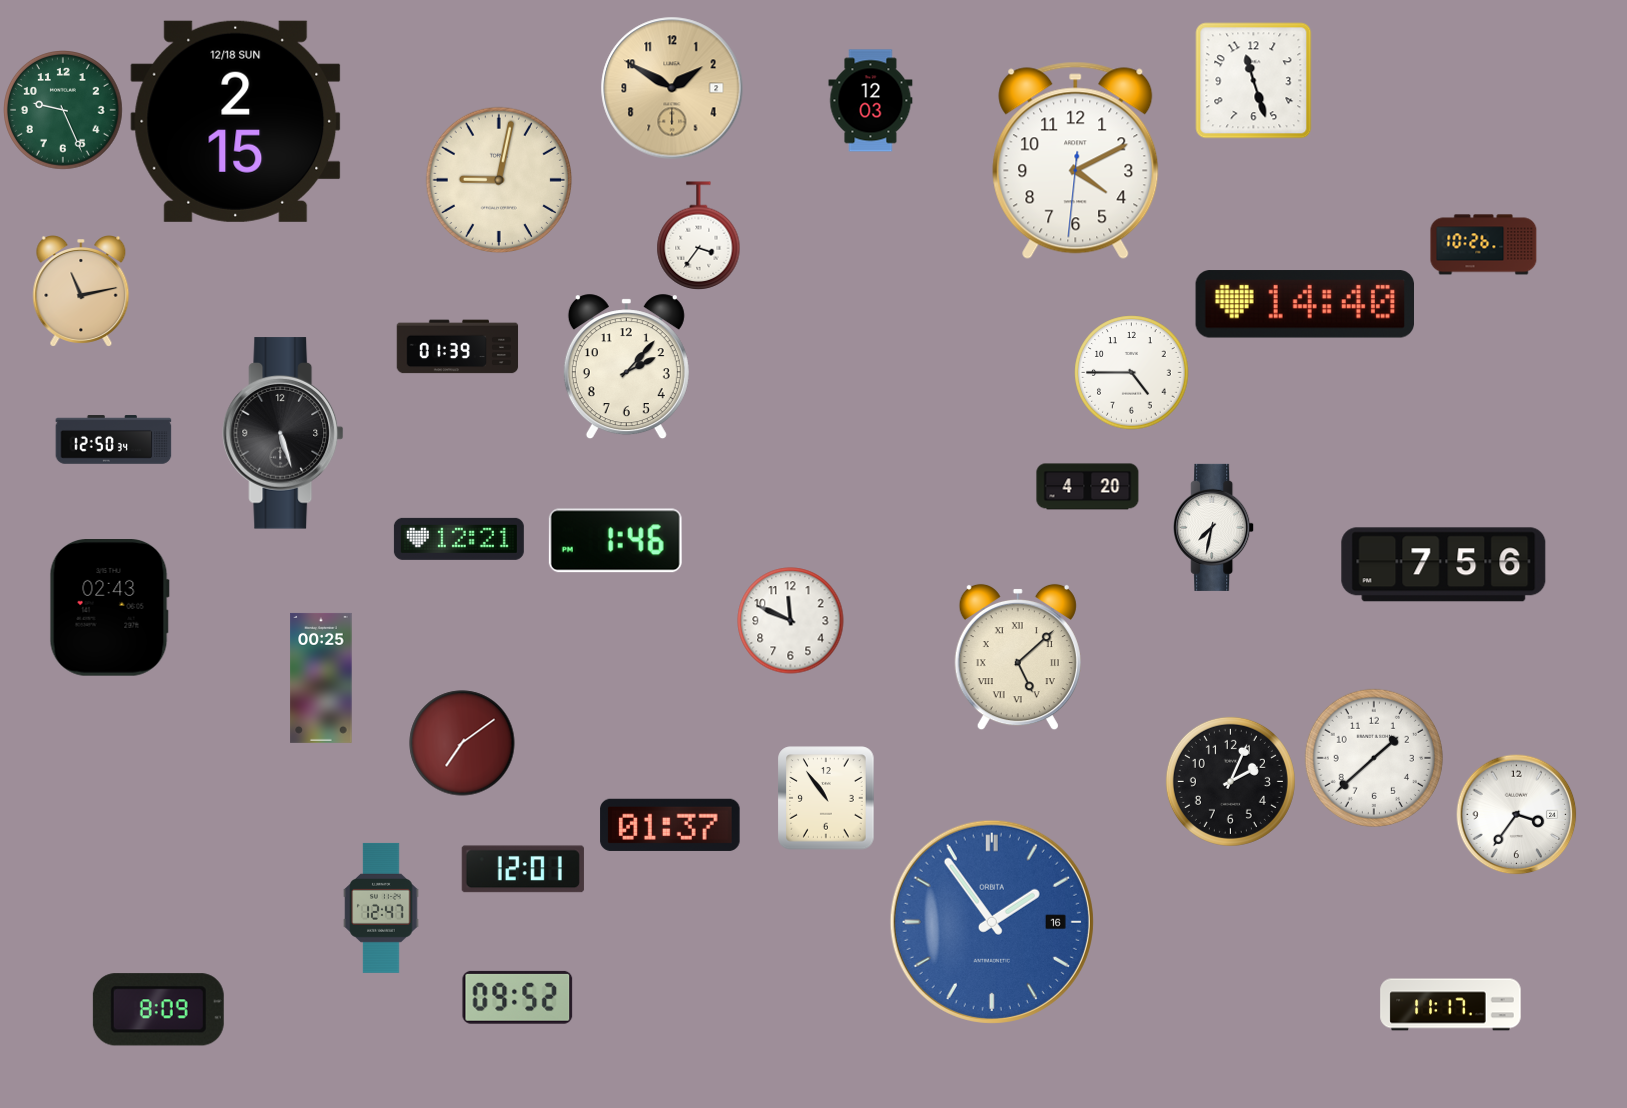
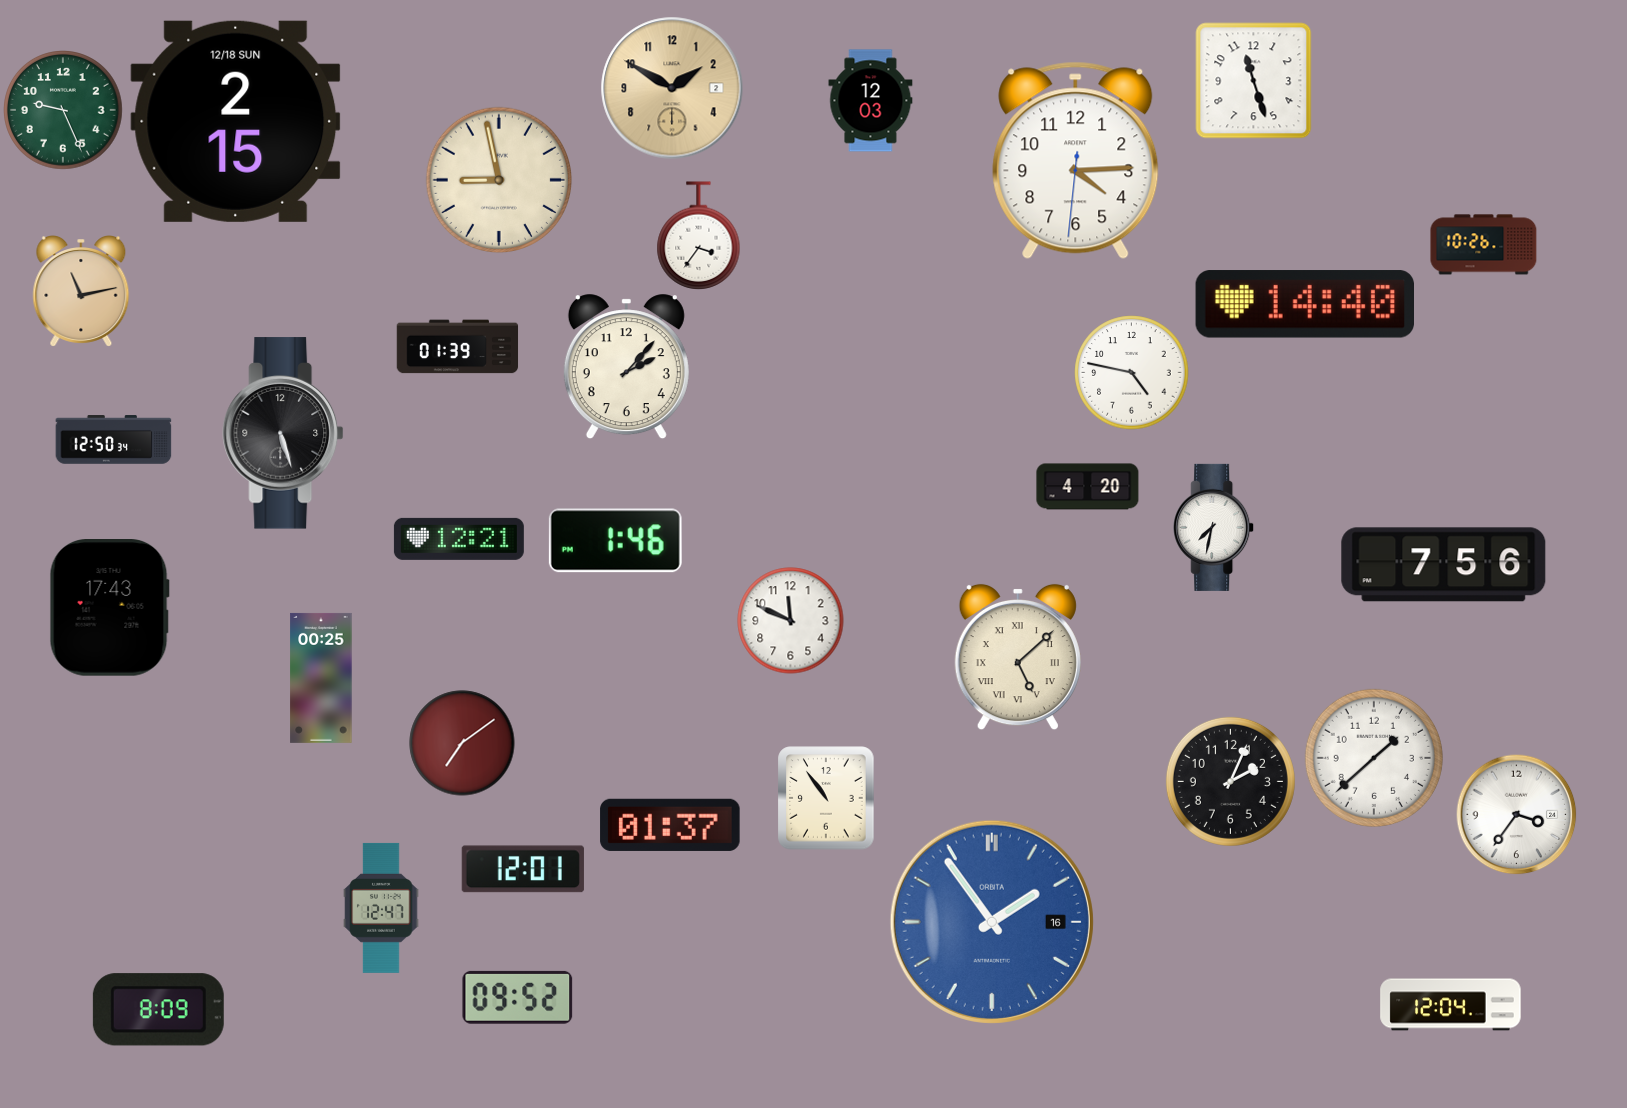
clock at (1076, 161): 4:10 -> 4:14
clock at (499, 180): 9:02 -> 8:58
clock at (1132, 373): 4:45 -> 4:47
clock at (109, 608): 02:43 -> 17:43
clock at (1451, 1005): 11:17 -> 12:04
